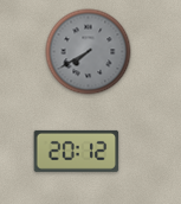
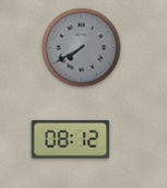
clock at (77, 151): 20:12 -> 08:12
